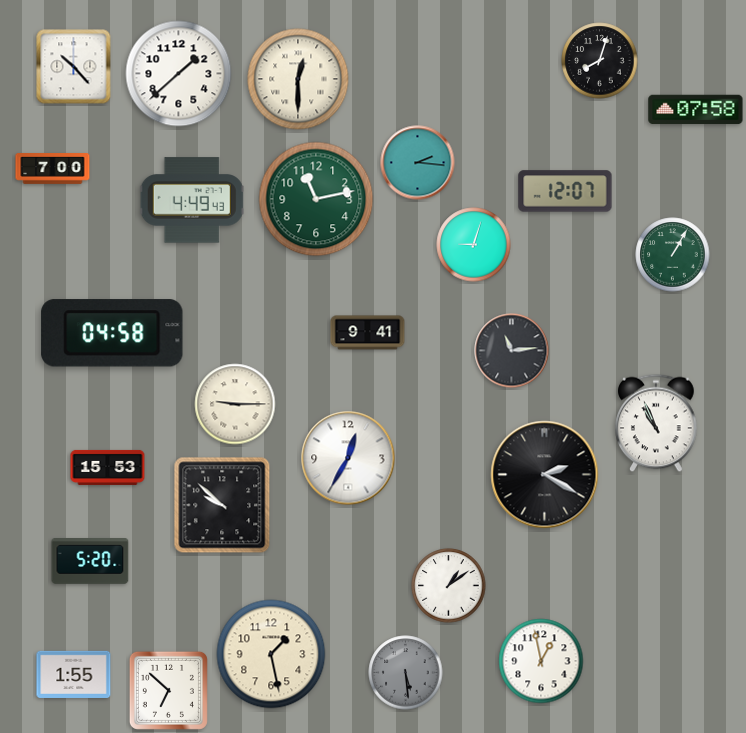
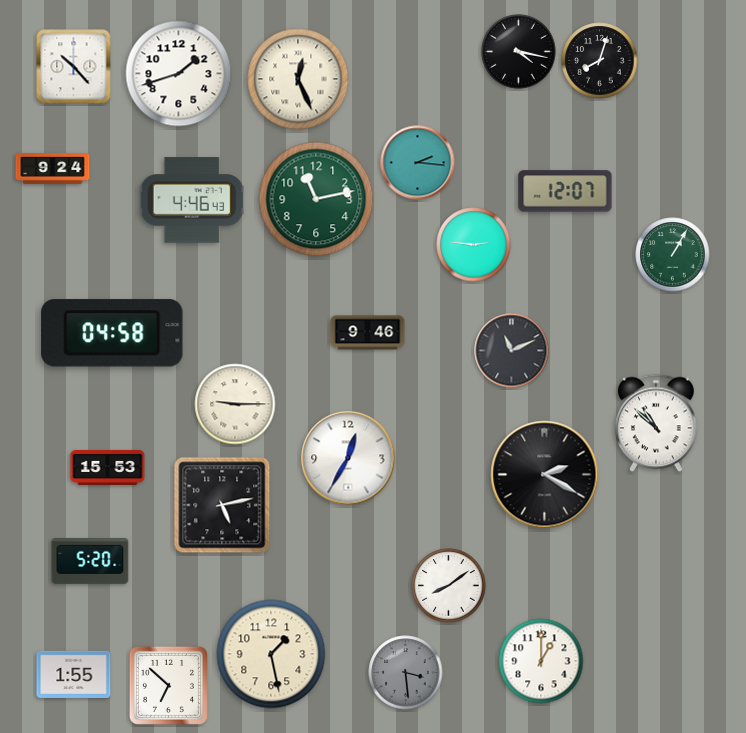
clock at (519, 52): none -> 4:17
clock at (179, 74): 1:38 -> 1:42
clock at (298, 79): 12:30 -> 12:26
clock at (696, 110): 07:58 -> none
clock at (53, 169): 7:00 -> 9:24
clock at (192, 200): 4:49 -> 4:46
clock at (474, 245): 9:03 -> 2:46
clock at (368, 333): 9:41 -> 9:46
clock at (512, 351): 11:14 -> 11:11
clock at (657, 423): 10:56 -> 10:52
clock at (222, 505): 9:52 -> 5:13
clock at (449, 586): 1:09 -> 8:09
clock at (541, 661): 12:58 -> 1:00
clock at (406, 673): 5:29 -> 3:29
clock at (168, 690) position: (168, 690) -> (168, 685)
